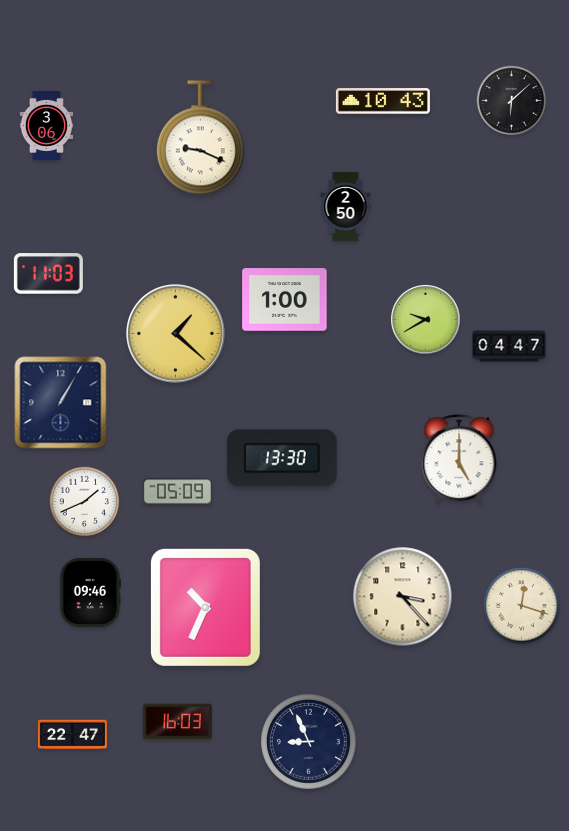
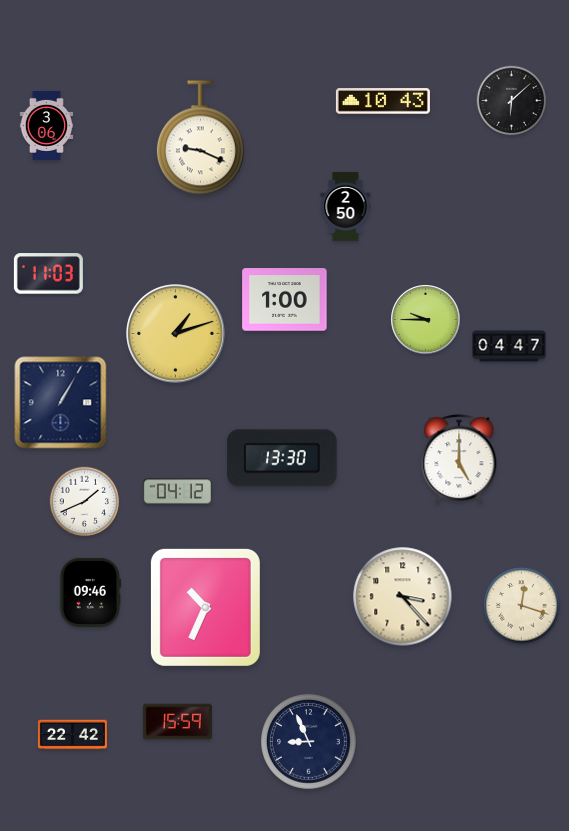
clock at (426, 320): 9:40 -> 9:45
clock at (176, 334): 1:22 -> 1:12
clock at (177, 492): 05:09 -> 04:12
clock at (177, 722): 16:03 -> 15:59
clock at (72, 735): 22:47 -> 22:42
